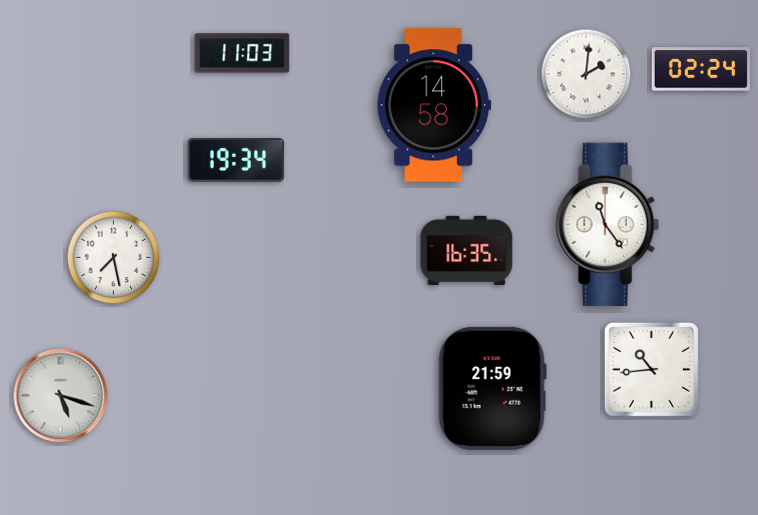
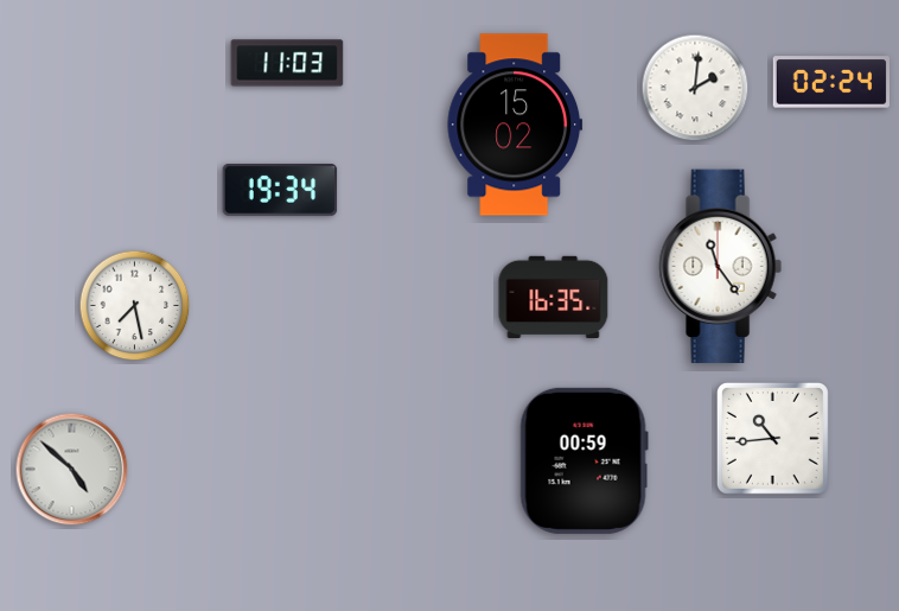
clock at (434, 105): 14:58 -> 15:02
clock at (492, 388): 21:59 -> 00:59
clock at (61, 396): 5:18 -> 4:52
